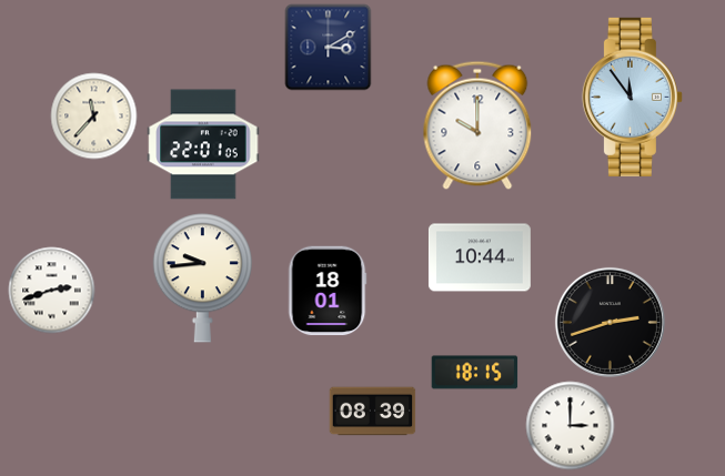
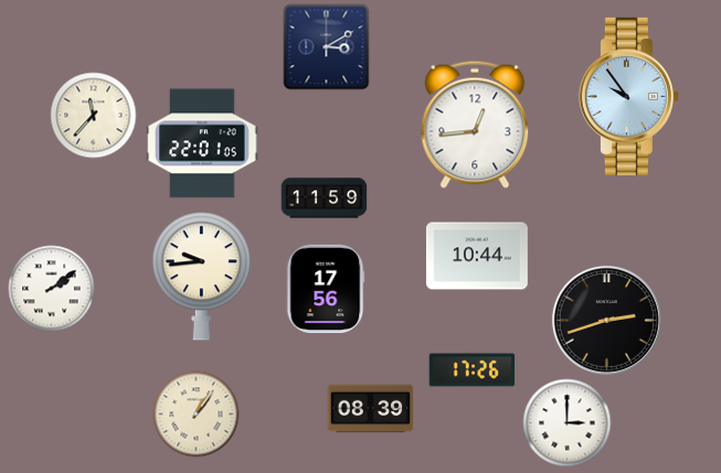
clock at (632, 97): 11:54 -> 9:54
clock at (477, 125): 10:00 -> 12:44
clock at (324, 198): none -> 11:59
clock at (51, 290): 2:42 -> 2:09
clock at (328, 291): 18:01 -> 17:56
clock at (474, 373): 18:15 -> 17:26
clock at (195, 413): none -> 1:06
